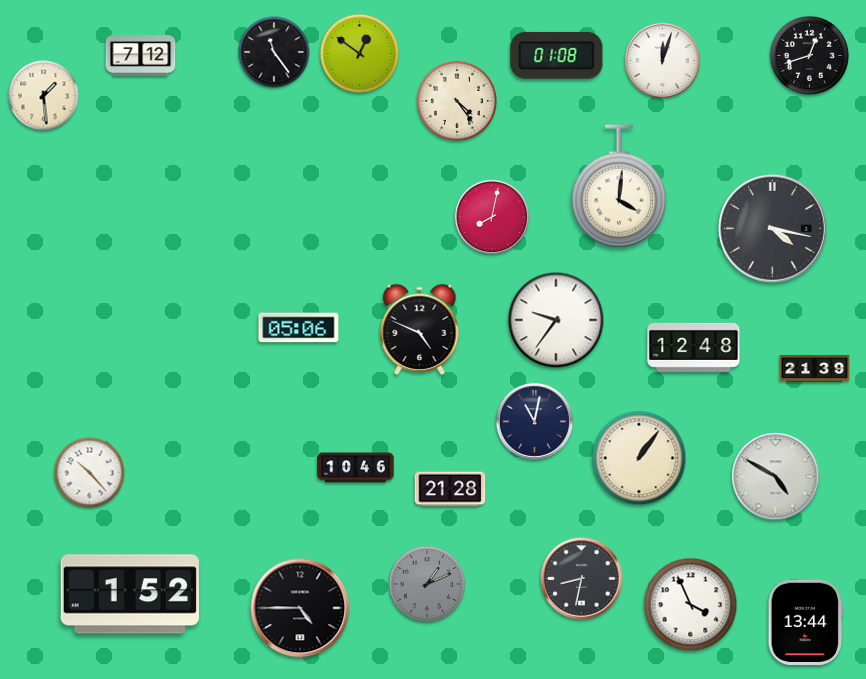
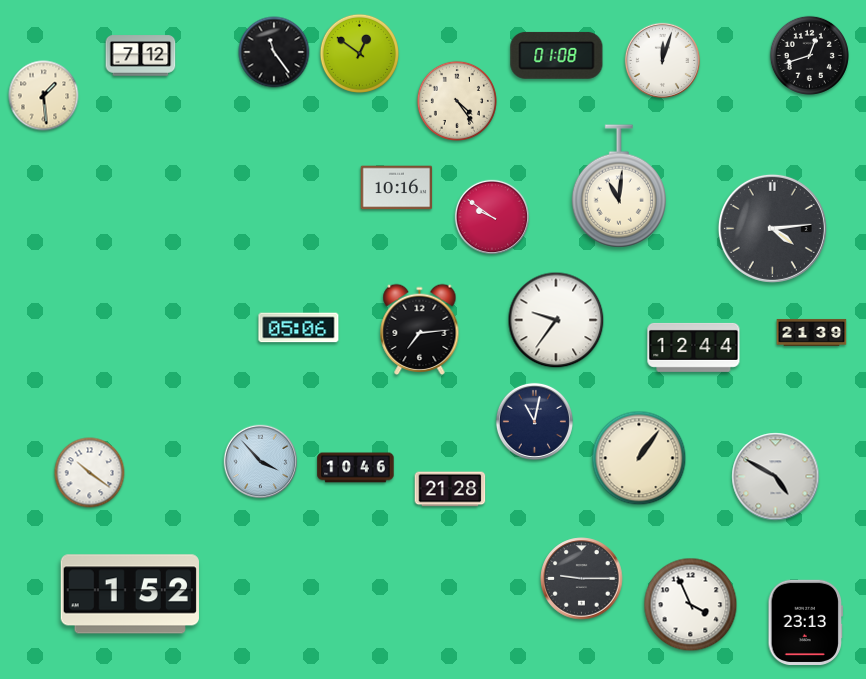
clock at (619, 186): 4:01 -> 11:01
clock at (397, 188): none -> 10:16
clock at (491, 216): 8:02 -> 9:51
clock at (772, 228): 4:17 -> 4:14
clock at (420, 329): 4:49 -> 7:14
clock at (694, 347): 12:48 -> 12:44
clock at (815, 368) position: (815, 368) -> (812, 332)
clock at (261, 462): none -> 3:53
clock at (90, 473): 10:23 -> 10:21
clock at (582, 579): 8:32 -> 9:15
clock at (427, 584): 1:11 -> none
clock at (300, 608): 4:45 -> none
clock at (805, 622): 13:44 -> 23:13
